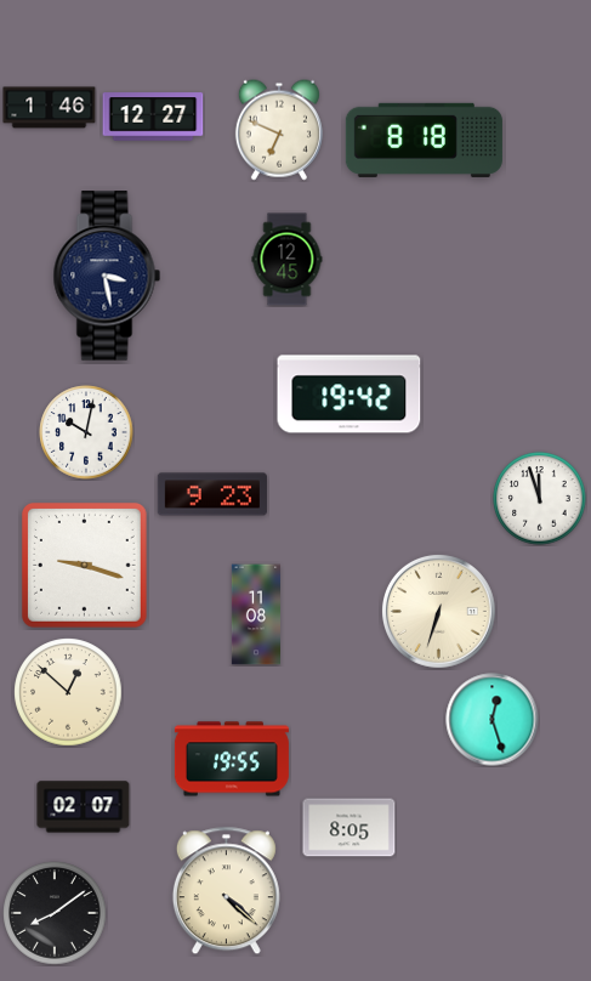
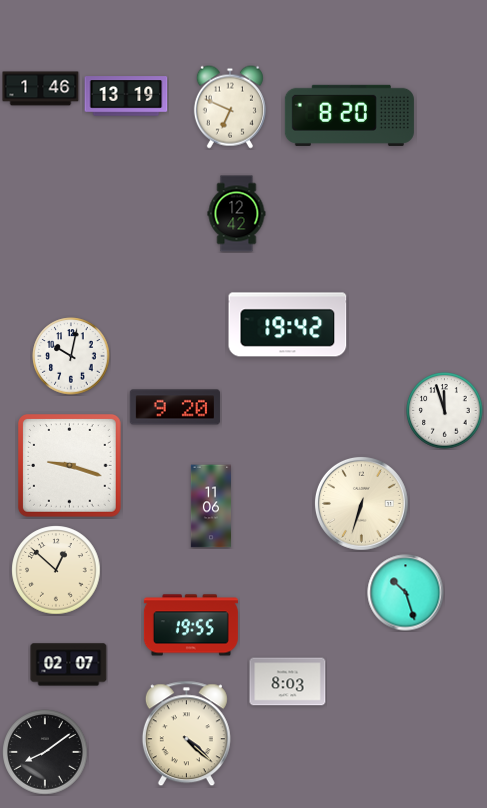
clock at (153, 117): 12:27 -> 13:19
clock at (424, 140): 8:18 -> 8:20
clock at (288, 260): 12:45 -> 12:42
clock at (107, 276): 3:28 -> none
clock at (212, 494): 9:23 -> 9:20
clock at (255, 614): 11:08 -> 11:06
clock at (493, 720): 12:27 -> 10:27
clock at (350, 828): 8:05 -> 8:03
